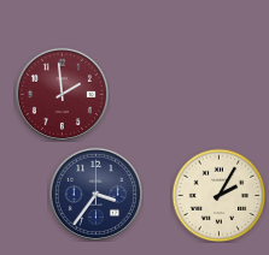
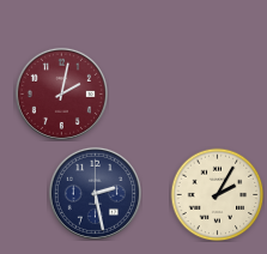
clock at (62, 94): 1:59 -> 2:02
clock at (95, 194): 3:36 -> 2:28
